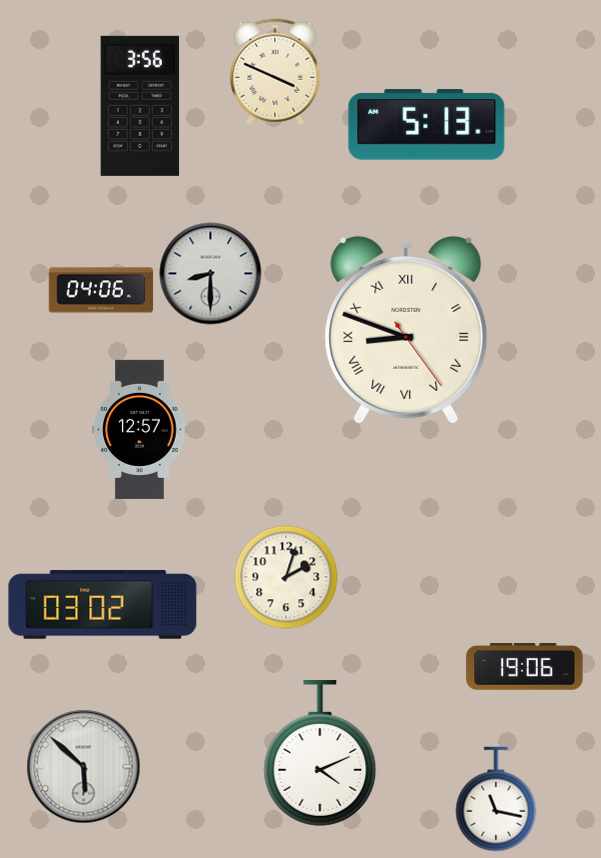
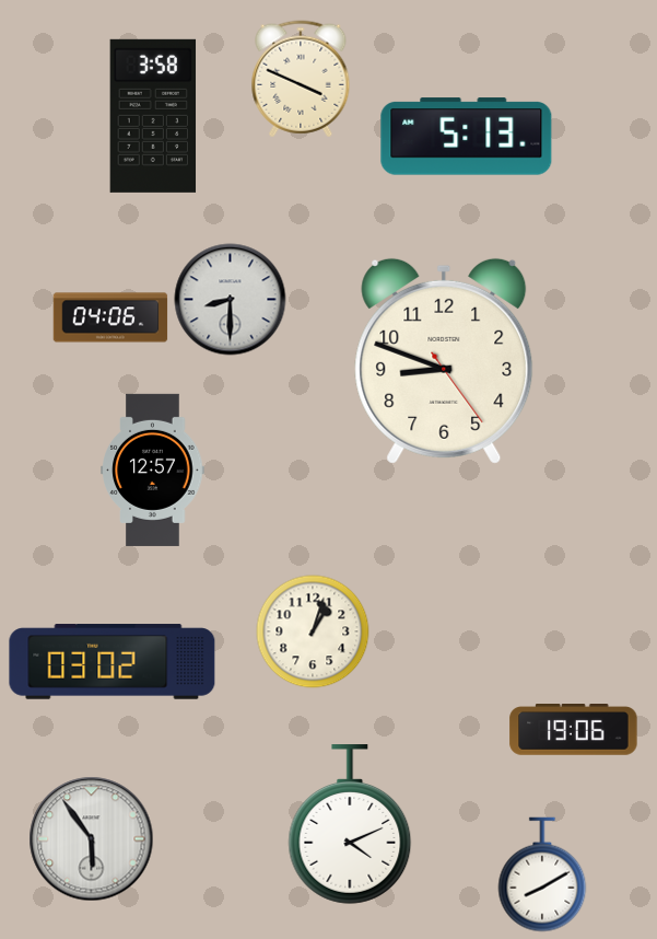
clock at (140, 106): 3:56 -> 3:58
clock at (406, 330) numerals: Roman -> Arabic
clock at (286, 577): 2:03 -> 1:03
clock at (84, 767): 5:52 -> 5:54
clock at (496, 799): 11:17 -> 8:10
